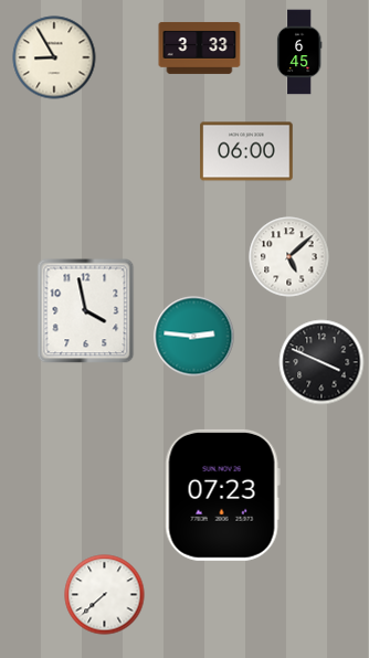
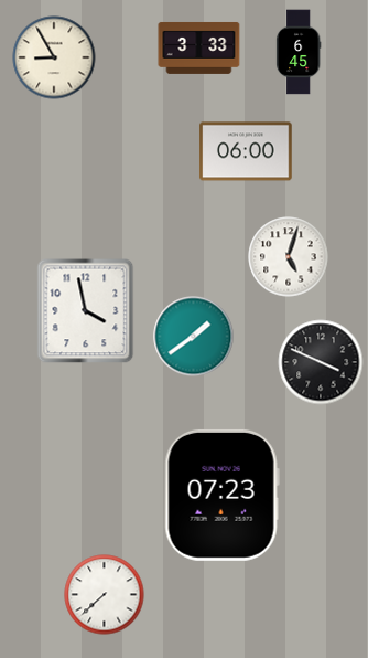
clock at (289, 257): 5:08 -> 5:03
clock at (194, 337): 2:46 -> 1:39
